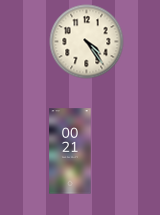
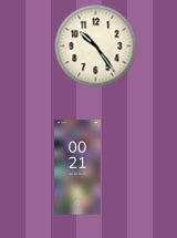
clock at (87, 42): 4:24 -> 10:24
